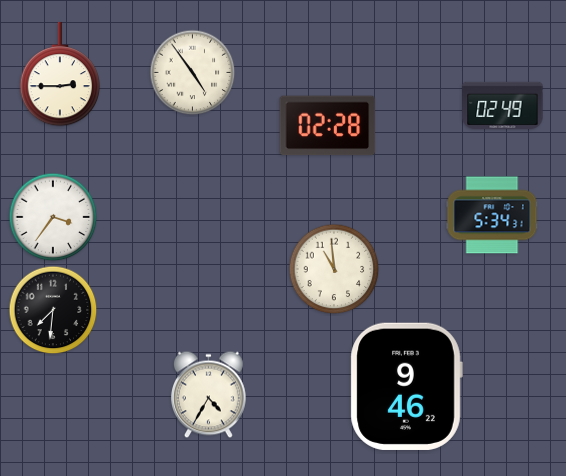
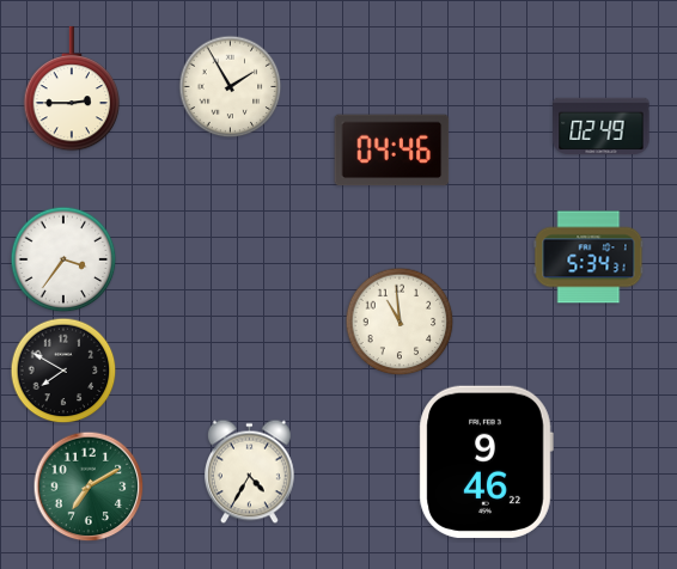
clock at (193, 73): 4:54 -> 1:55
clock at (328, 126): 02:28 -> 04:46
clock at (53, 310): 7:31 -> 7:50
clock at (89, 487): none -> 7:10
